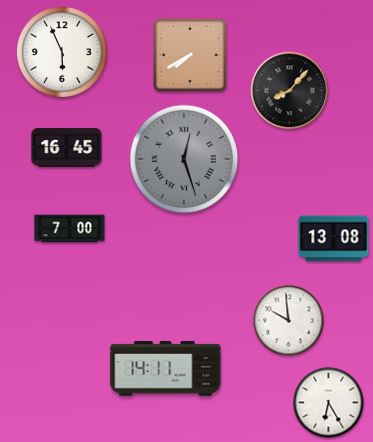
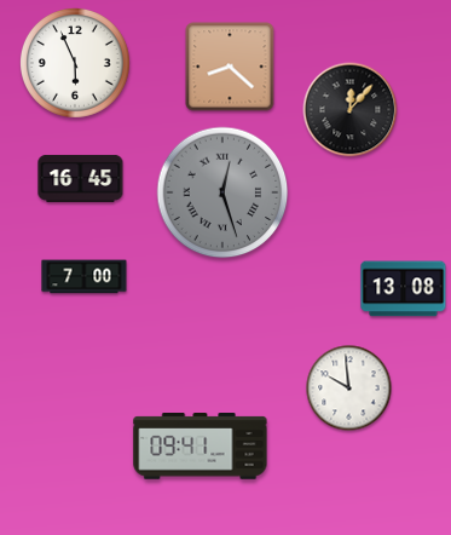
clock at (190, 55): 7:40 -> 8:22
clock at (290, 91): 8:07 -> 12:07
clock at (166, 369): 14:11 -> 09:41
clock at (329, 403): 6:25 -> none
